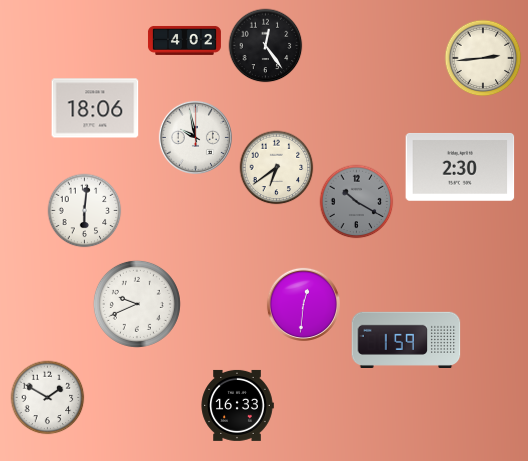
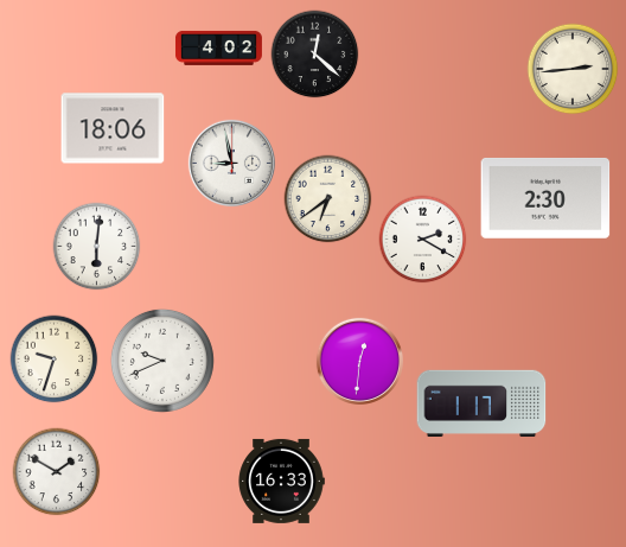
clock at (266, 46): 12:24 -> 12:22
clock at (195, 137): 9:58 -> 8:58
clock at (357, 202): 10:20 -> 2:20
clock at (357, 202) dial: grey -> white
clock at (85, 211) position: (85, 211) -> (97, 247)
clock at (55, 360): none -> 9:33
clock at (406, 339): 1:59 -> 1:17
